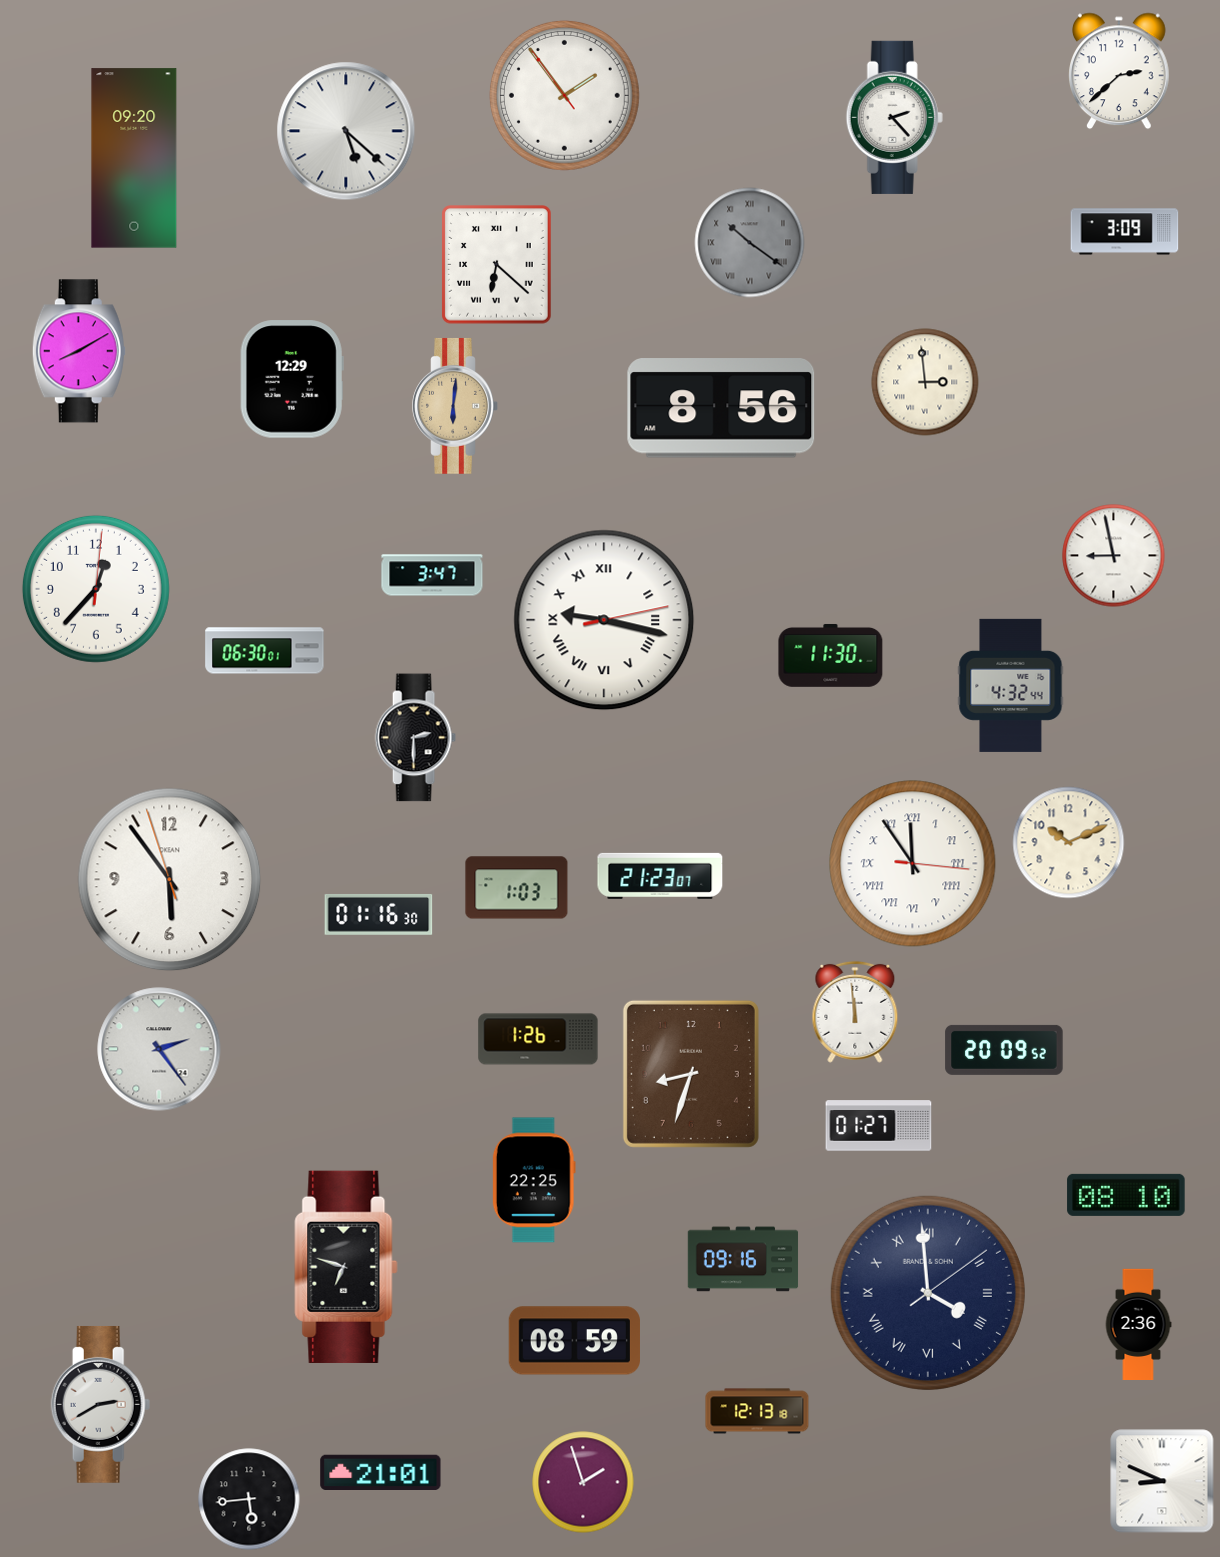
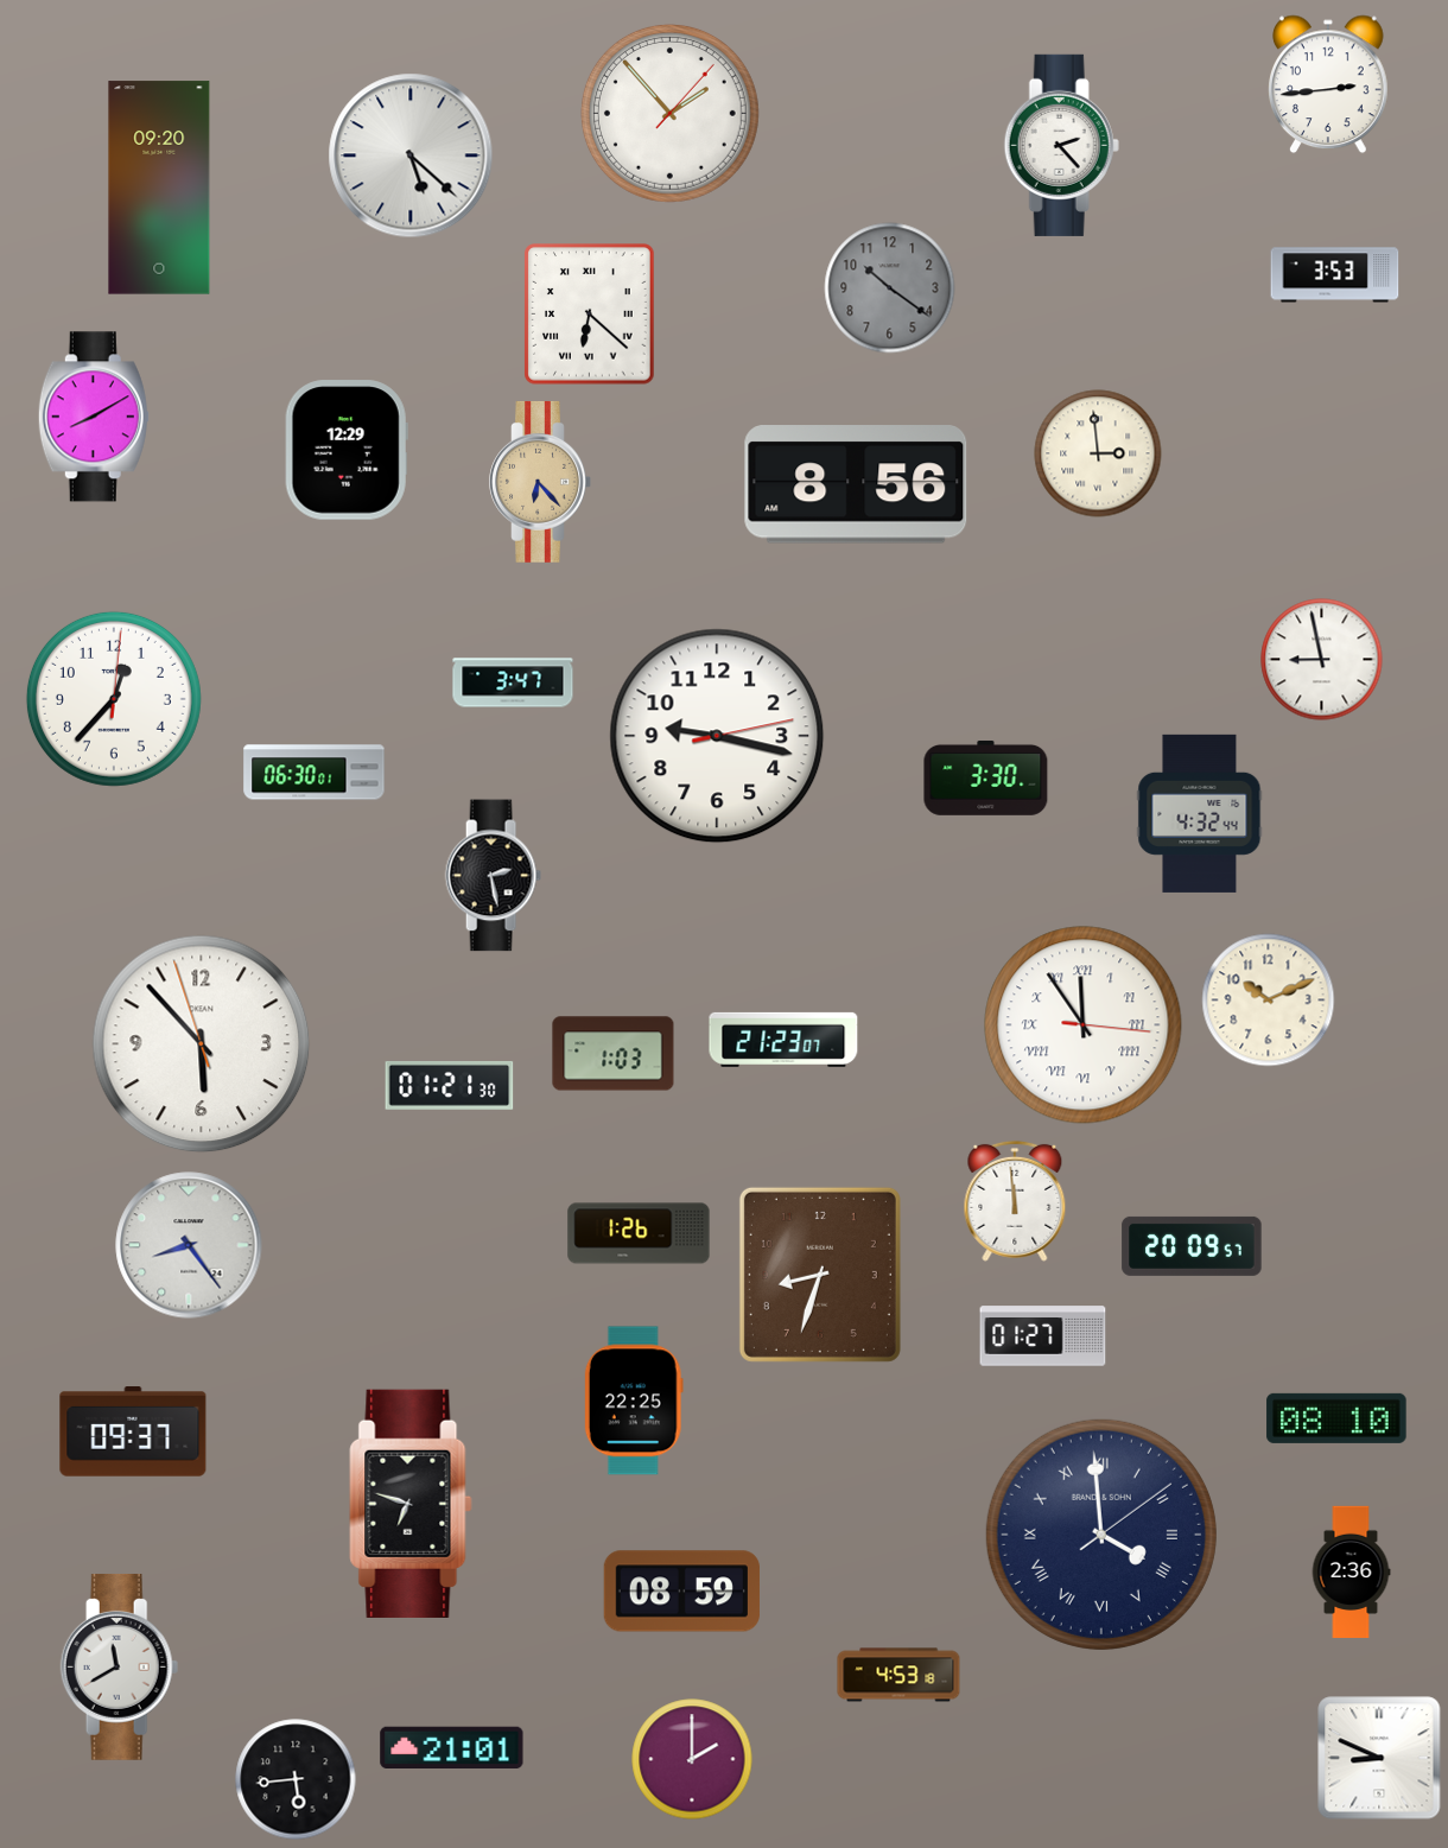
clock at (1120, 71): 2:38 -> 2:44
clock at (564, 95): 1:53:54 -> 1:53:07
clock at (894, 117) position: (894, 117) -> (1061, 145)
clock at (1125, 232): 3:09 -> 3:53
clock at (750, 243) numerals: Roman -> Arabic
clock at (455, 406): 6:01 -> 6:23
clock at (604, 620) numerals: Roman -> Arabic
clock at (831, 655): 11:30 -> 3:30
clock at (415, 738): 2:30 -> 2:28
clock at (170, 880): 5:53 -> 5:52
clock at (379, 914): 01:16 -> 01:21
clock at (159, 1049): 2:24 -> 8:24
clock at (1004, 1050): 20:09:52 -> 20:09:57
clock at (133, 1431): none -> 09:37
clock at (743, 1259): 09:16 -> none
clock at (101, 1404): 2:40 -> 11:40
clock at (757, 1411): 12:13 -> 4:53
clock at (583, 1482): 1:57 -> 2:00
